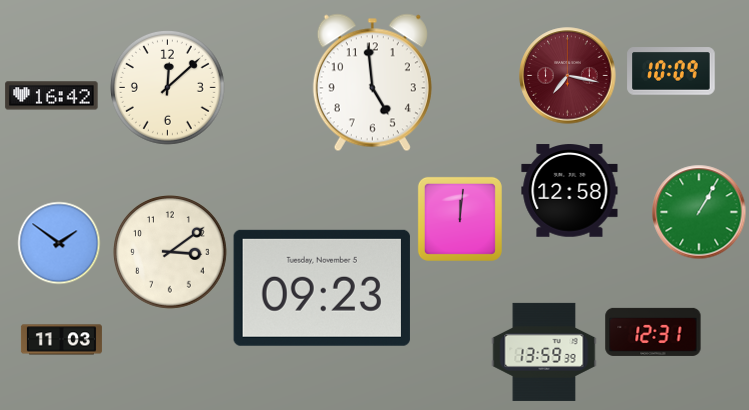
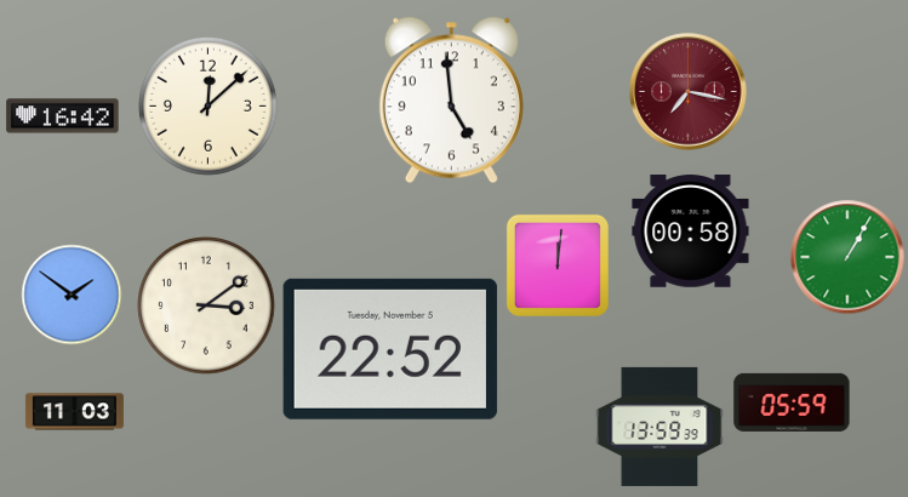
clock at (671, 71): 10:09 -> none
clock at (168, 88) position: (168, 88) -> (209, 107)
clock at (570, 191): 12:58 -> 00:58
clock at (322, 288): 09:23 -> 22:52
clock at (653, 332): 12:31 -> 05:59
